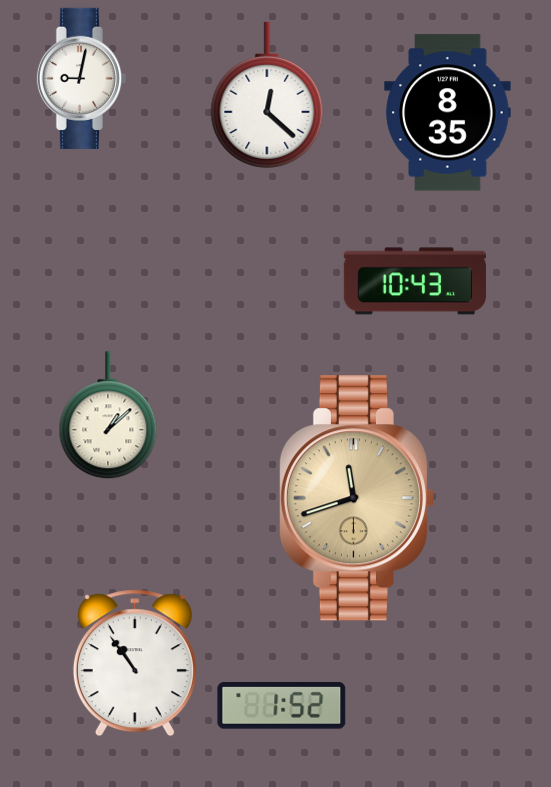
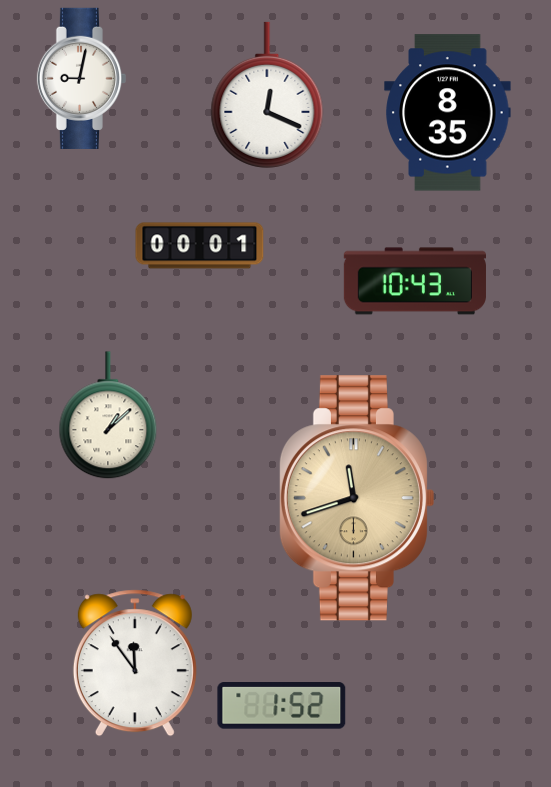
clock at (267, 95): 12:22 -> 12:19
clock at (200, 246): none -> 00:01
clock at (135, 663): 10:54 -> 11:54
